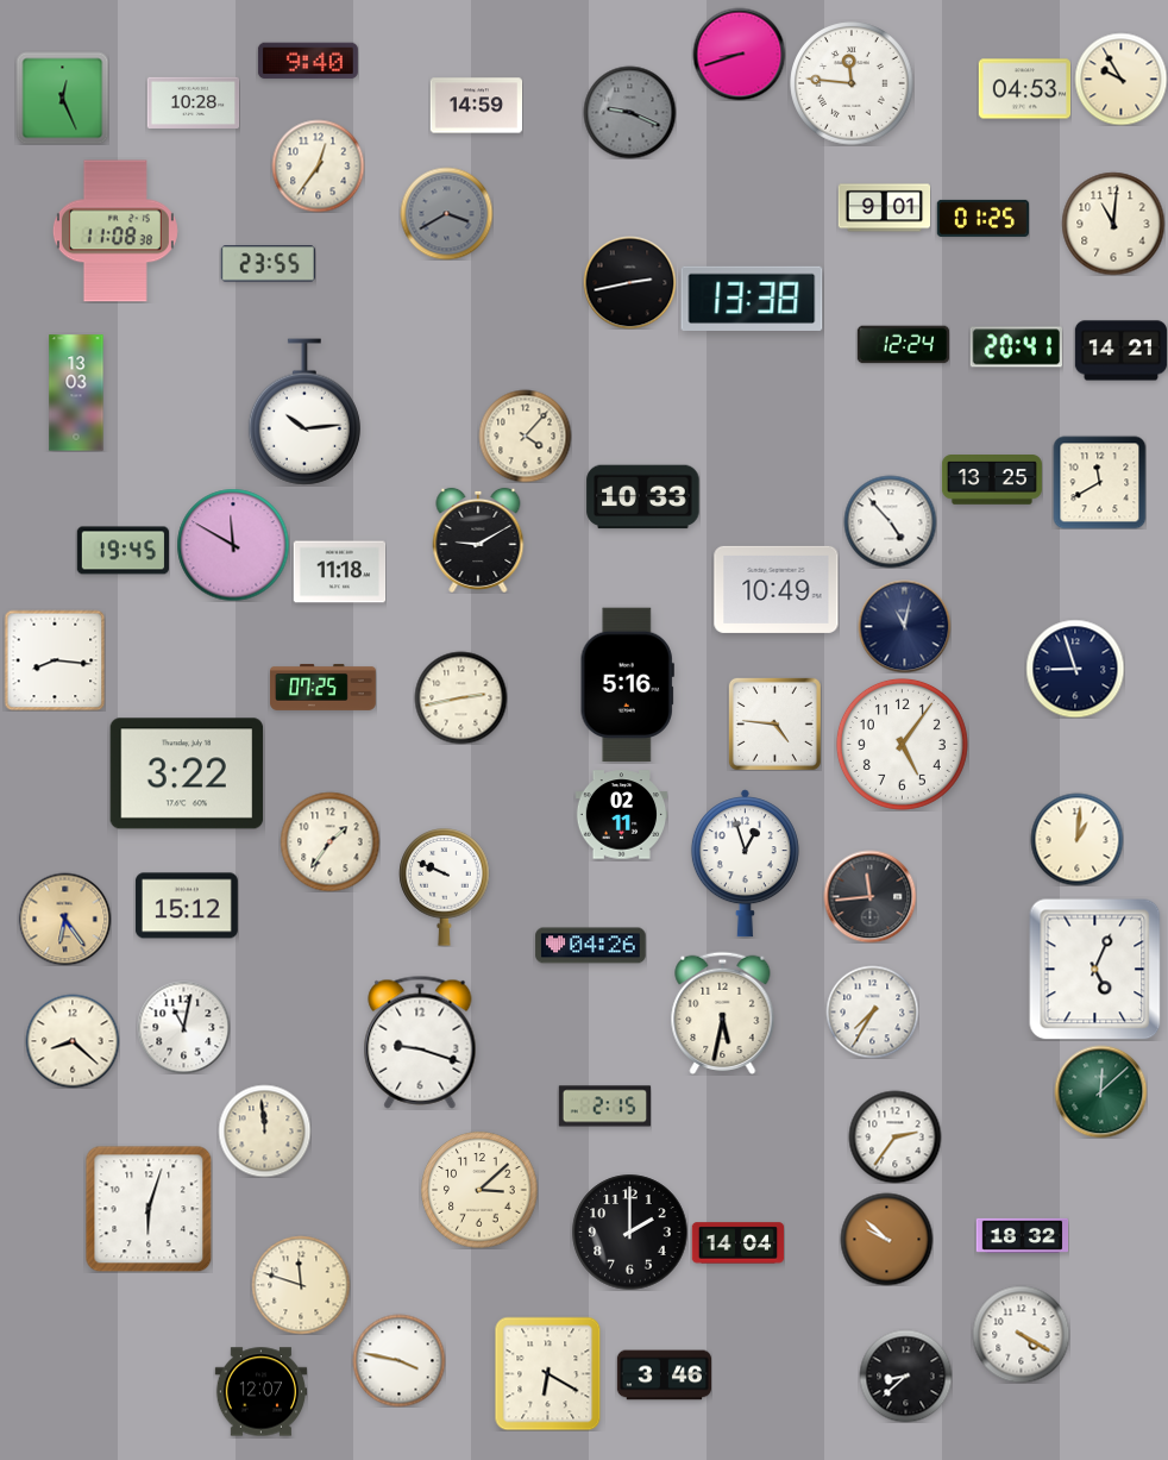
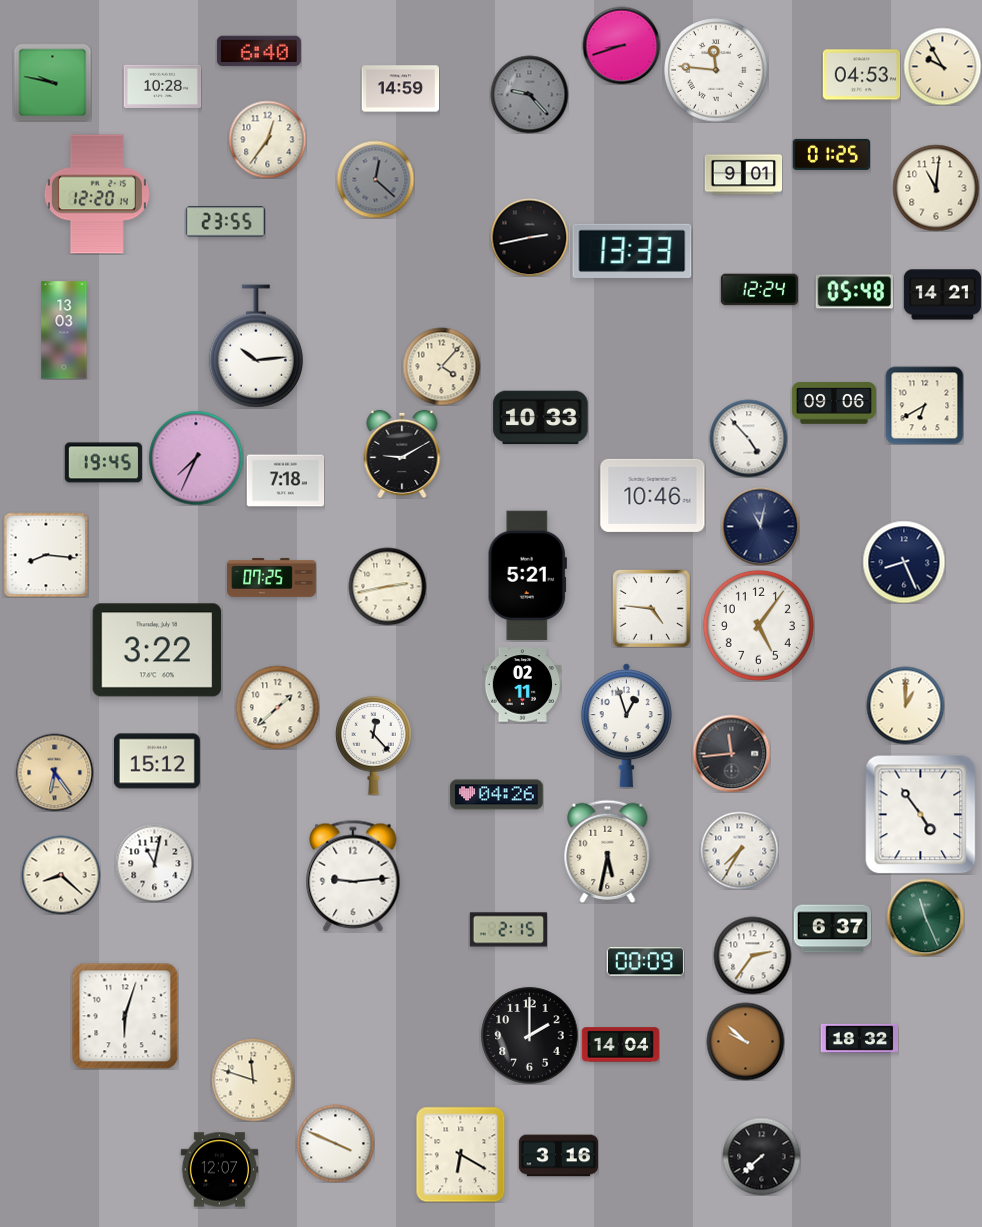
clock at (308, 61): 9:40 -> 6:40
clock at (62, 98): 12:26 -> 9:47
clock at (629, 112): 9:19 -> 9:23
clock at (446, 213): 3:40 -> 12:22
clock at (982, 218) position: (982, 218) -> (831, 154)
clock at (115, 231): 11:08 -> 12:20
clock at (752, 297): 13:38 -> 13:33
clock at (1016, 347): 20:41 -> 05:48
clock at (992, 481): 13:25 -> 09:06
clock at (1099, 482): 11:40 -> 6:40
clock at (233, 545): 11:50 -> 7:34
clock at (339, 572): 11:18 -> 7:18
clock at (777, 589): 10:49 -> 10:46
clock at (1075, 669): 8:57 -> 8:26
clock at (627, 685): 5:16 -> 5:21
clock at (1076, 839): 1:01 -> 1:00
clock at (329, 841): 1:36 -> 1:38
clock at (445, 888): 9:49 -> 12:23
clock at (1095, 969): 5:04 -> 4:54
clock at (872, 1011) position: (872, 1011) -> (739, 850)
clock at (420, 1042): 9:18 -> 9:14
clock at (1100, 1091): 12:08 -> 11:26
clock at (832, 929): none -> 6:37
clock at (264, 1130): 11:59 -> none
clock at (645, 962): none -> 00:09
clock at (479, 1190): 3:08 -> none
clock at (1021, 1334): 4:20 -> none
clock at (398, 1360): 3:47 -> 3:49
clock at (664, 1376): 3:46 -> 3:16
clock at (905, 1376): 8:38 -> 7:38
